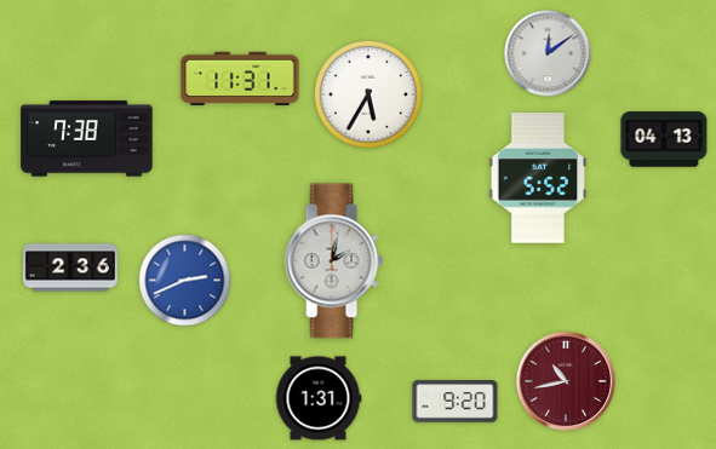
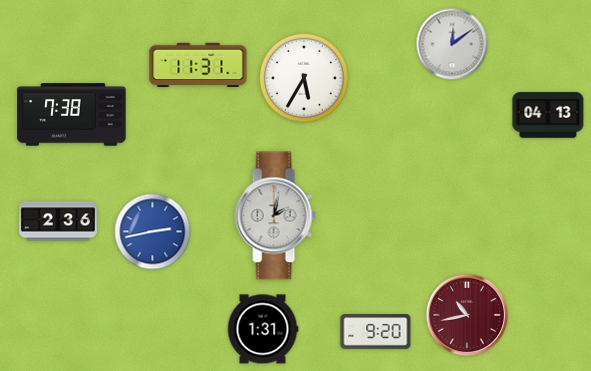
clock at (538, 178): 5:52 -> none
clock at (185, 281): 2:41 -> 2:43
